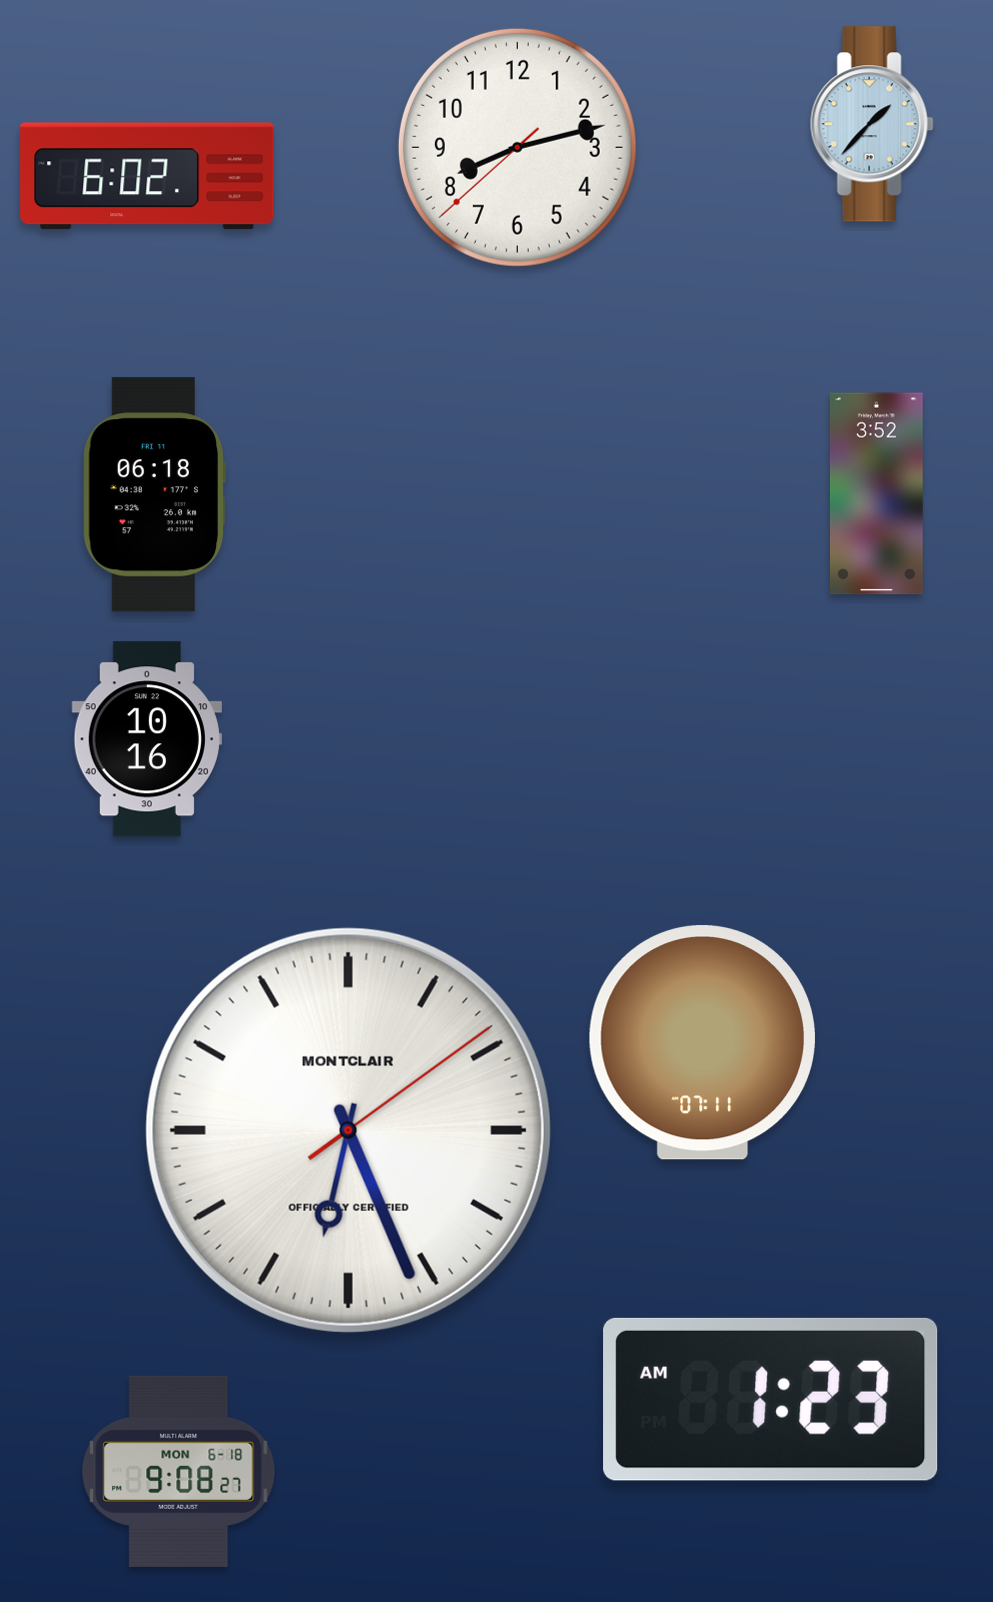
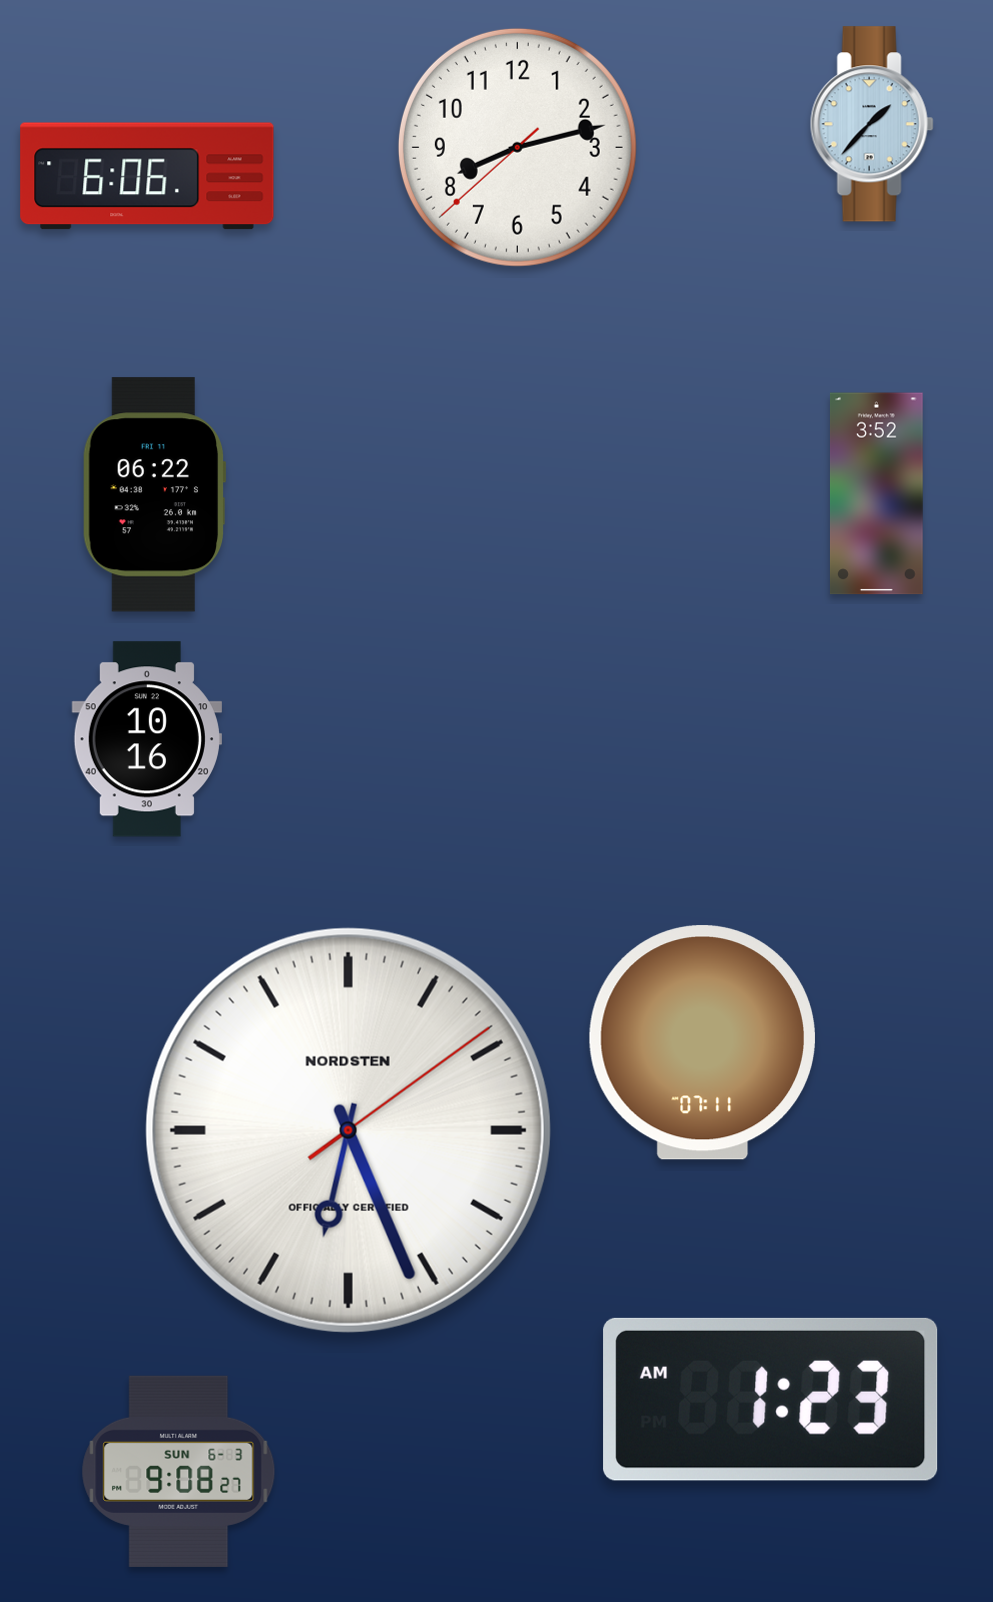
clock at (147, 176): 6:02 -> 6:06
clock at (154, 495): 06:18 -> 06:22
clock at (348, 1130) brand: MONTCLAIR -> NORDSTEN
clock at (179, 1471) date: MON 6-18 -> SUN 6-3
